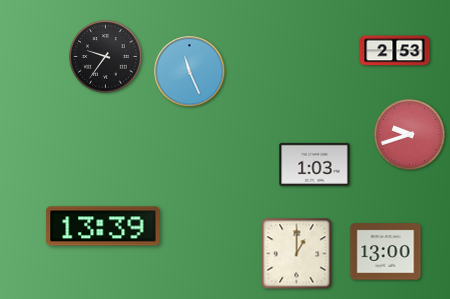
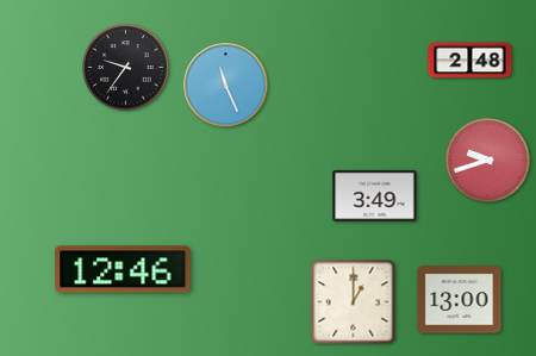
clock at (395, 51): 2:53 -> 2:48
clock at (315, 164): 1:03 -> 3:49
clock at (103, 226): 13:39 -> 12:46
